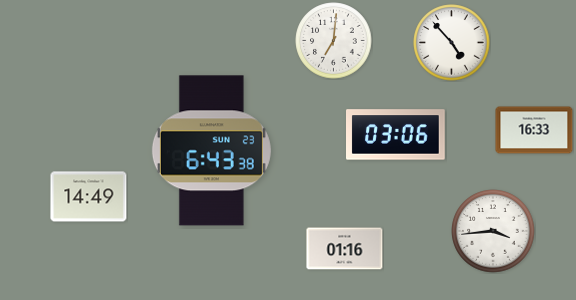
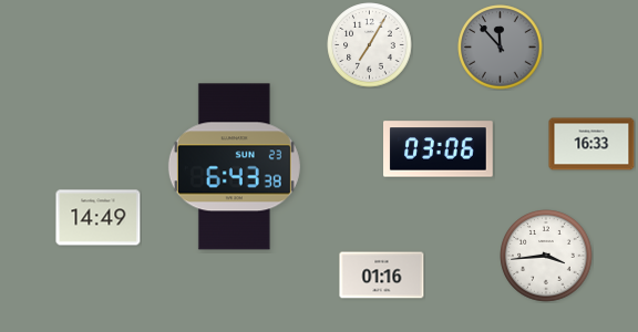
clock at (334, 41): 7:01 -> 7:05
clock at (452, 43): 4:53 -> 11:53
clock at (452, 43) dial: white -> grey
